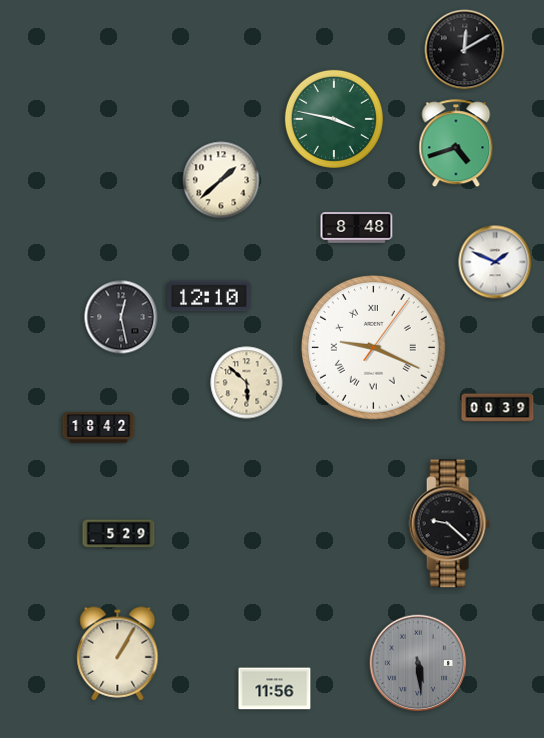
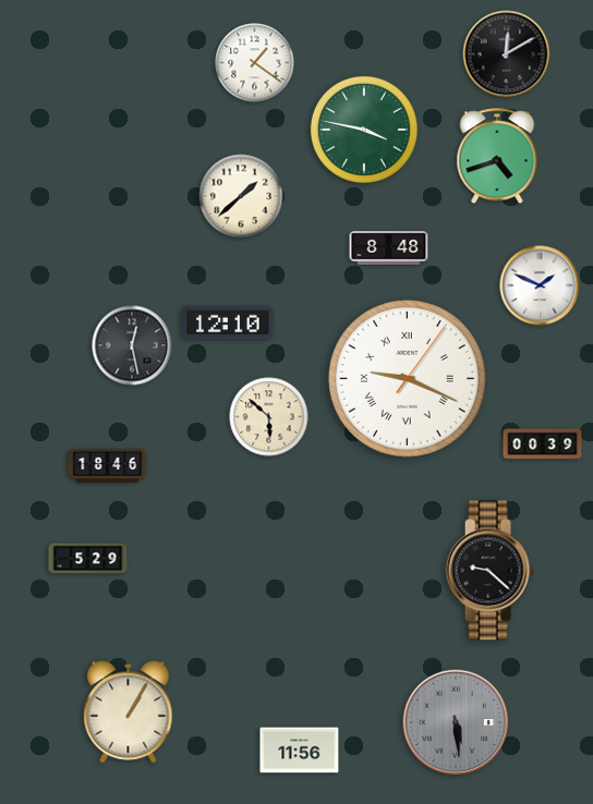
clock at (255, 63): none -> 1:21
clock at (99, 428): 18:42 -> 18:46
clock at (119, 534) position: (119, 534) -> (88, 559)
